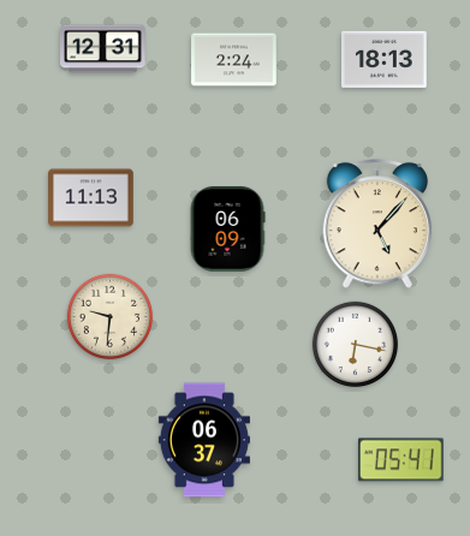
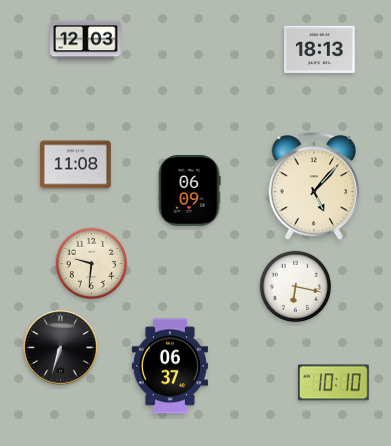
clock at (103, 49): 12:31 -> 12:03
clock at (234, 60): 2:24 -> none
clock at (91, 198): 11:13 -> 11:08
clock at (61, 348): none -> 6:33
clock at (400, 460): 05:41 -> 10:10
